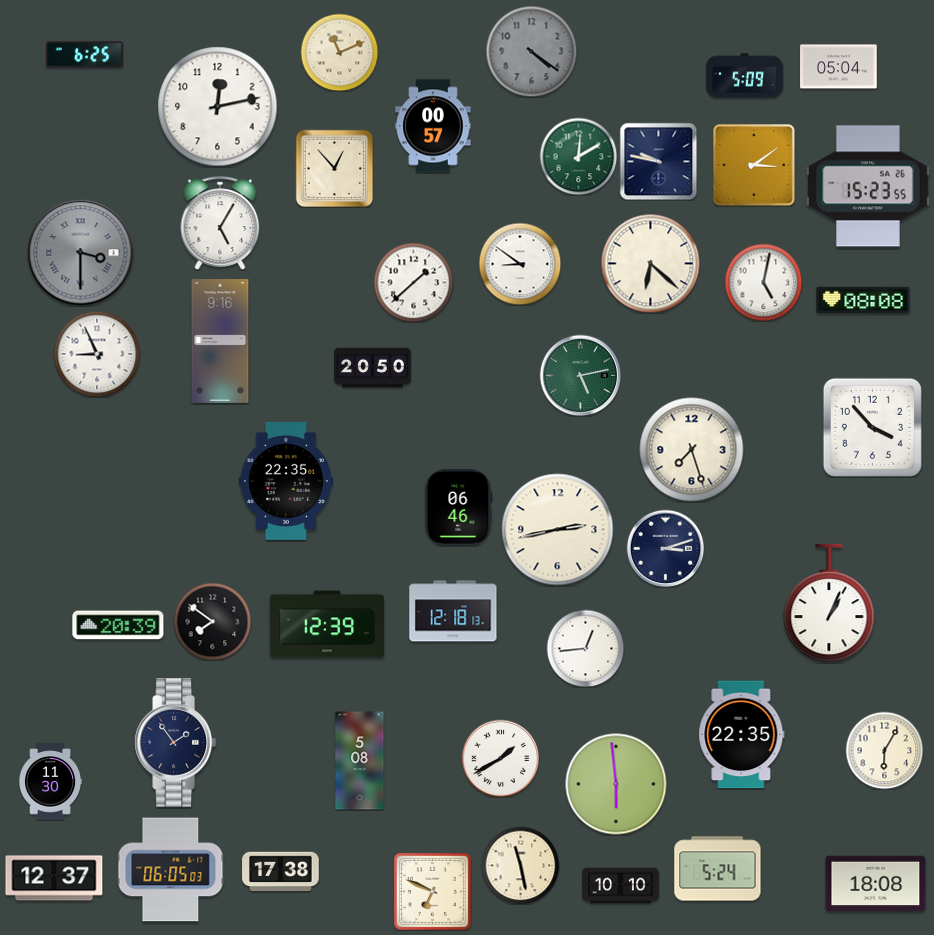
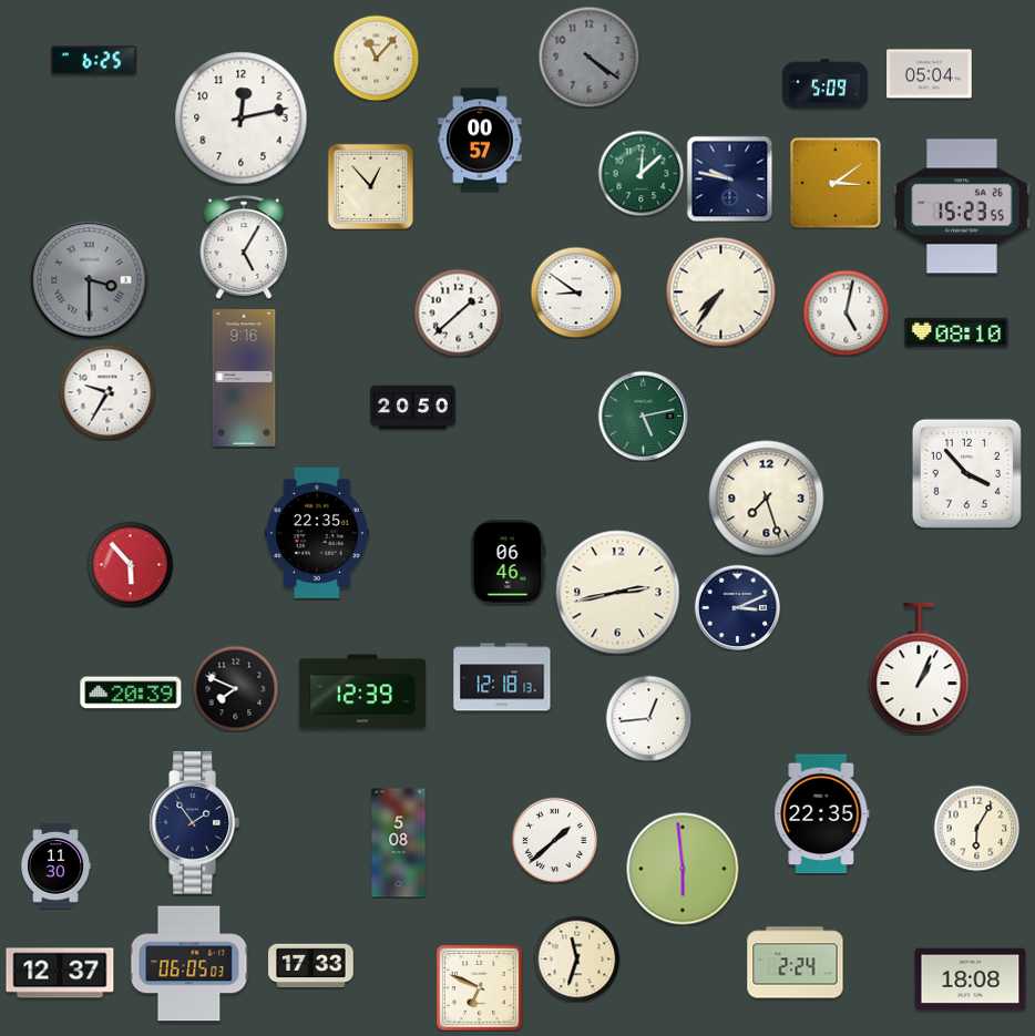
clock at (339, 52): 11:11 -> 11:07
clock at (578, 156): 12:10 -> 12:08
clock at (651, 264): 6:22 -> 7:36
clock at (863, 300): 08:08 -> 08:10
clock at (97, 354): 8:56 -> 9:35
clock at (130, 564): none -> 5:53
clock at (558, 530) position: (558, 530) -> (618, 593)
clock at (665, 548): 3:12 -> 3:11
clock at (212, 621): 7:51 -> 7:49
clock at (884, 750) position: (884, 750) -> (976, 828)
clock at (500, 758): 1:40 -> 1:38
clock at (520, 865): 11:28 -> 11:33
clock at (718, 869): 5:24 -> 2:24
clock at (281, 872): 17:38 -> 17:33
clock at (621, 886): 10:10 -> none
